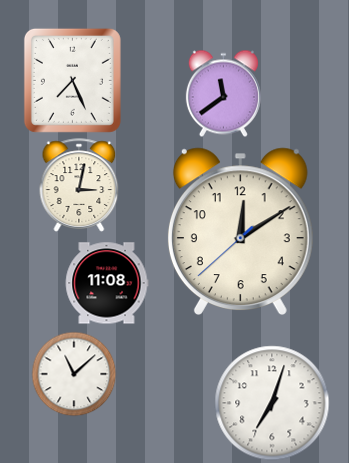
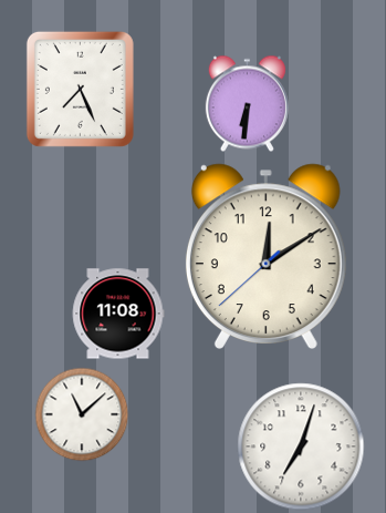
clock at (223, 93): 11:39 -> 6:31
clock at (79, 185): 3:02 -> none
